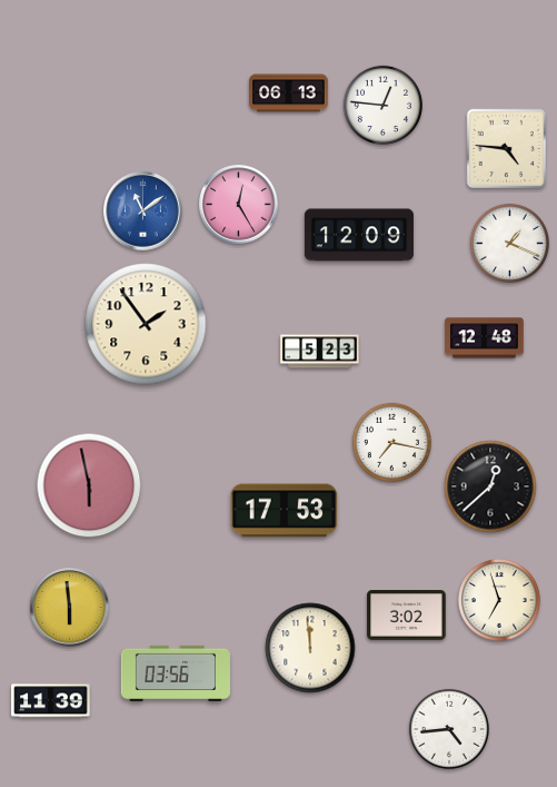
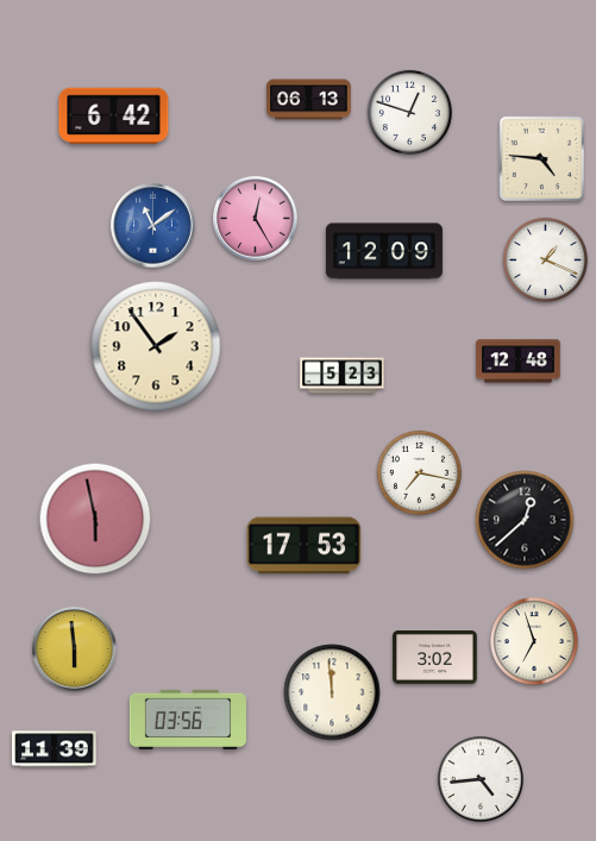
clock at (382, 105): 12:46 -> 12:48
clock at (114, 117): none -> 6:42
